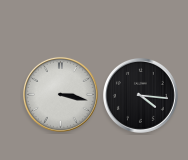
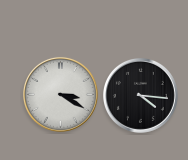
clock at (60, 94): 3:17 -> 3:20
